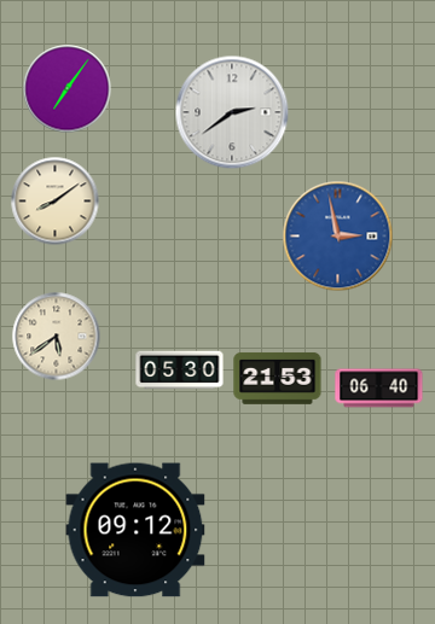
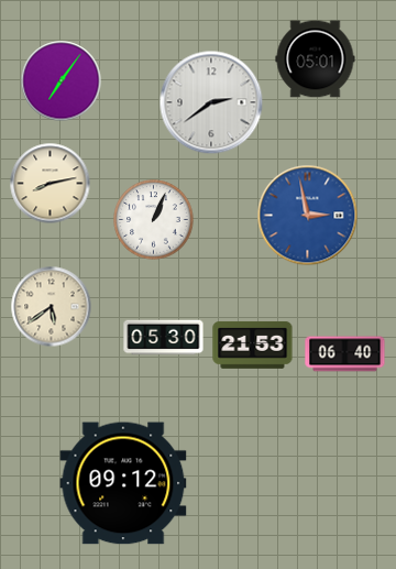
clock at (316, 59): none -> 05:01
clock at (56, 202): 8:09 -> 8:13
clock at (154, 220): none -> 1:04
